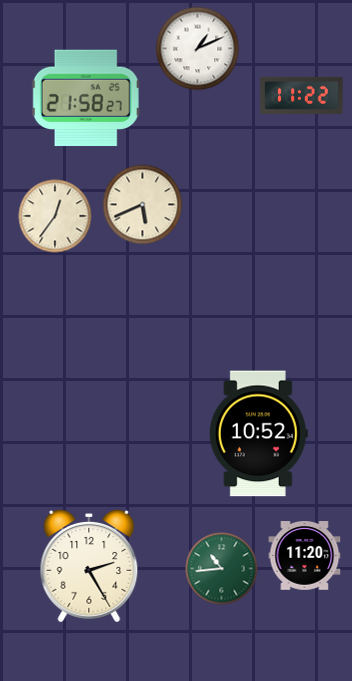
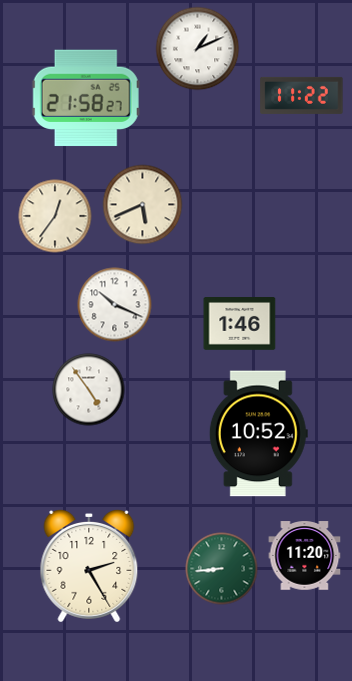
clock at (115, 305): none -> 10:19
clock at (240, 324): none -> 1:46
clock at (89, 390): none -> 4:54
clock at (222, 569): 10:44 -> 8:44
